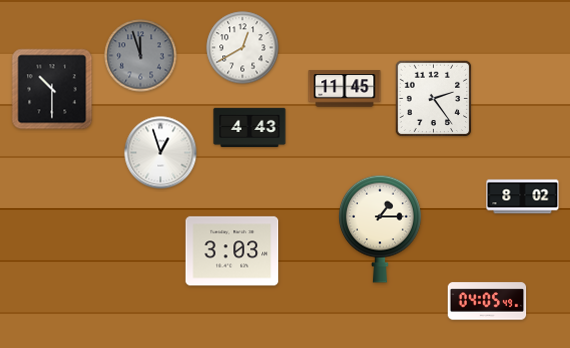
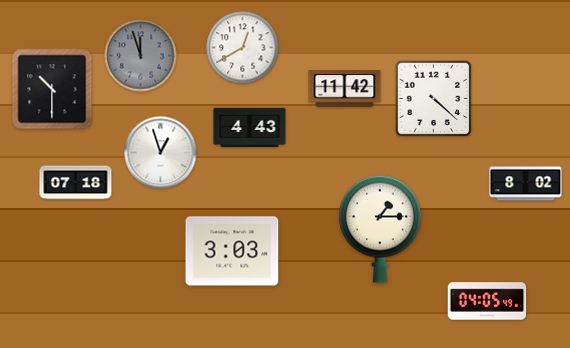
clock at (345, 89): 11:45 -> 11:42
clock at (434, 99): 2:24 -> 4:22
clock at (76, 183): none -> 07:18
clock at (523, 197) position: (523, 197) -> (526, 184)
